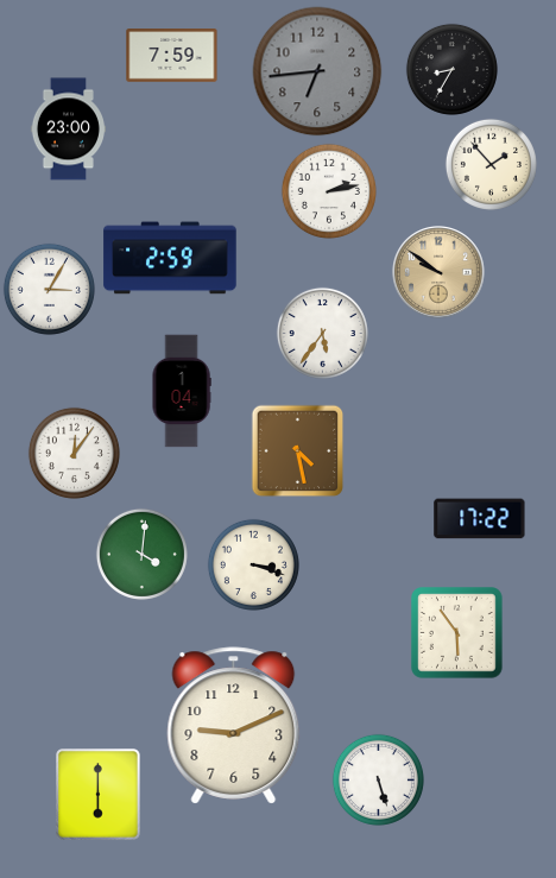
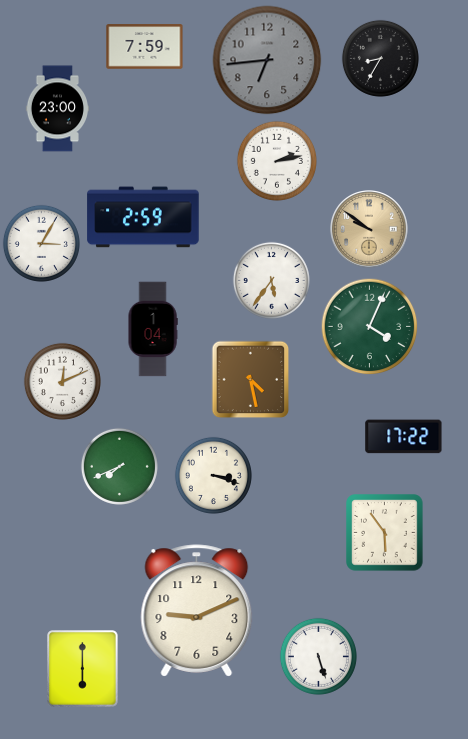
clock at (491, 164): 1:53 -> none
clock at (369, 326): none -> 4:04
clock at (74, 453): 12:06 -> 12:11
clock at (141, 554): 4:01 -> 7:41
